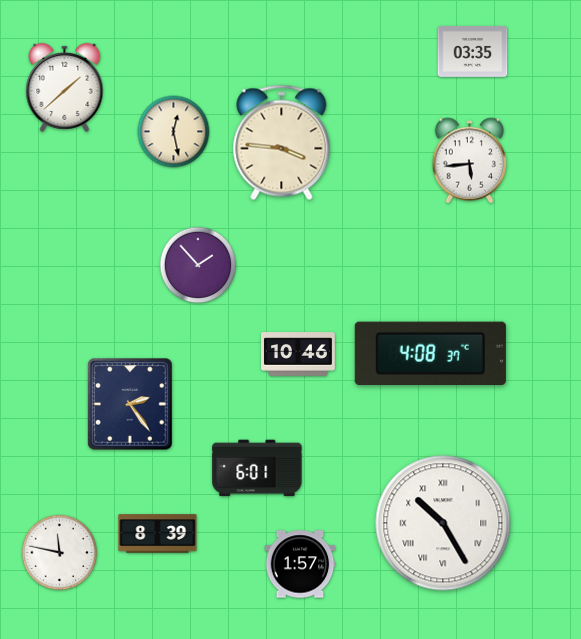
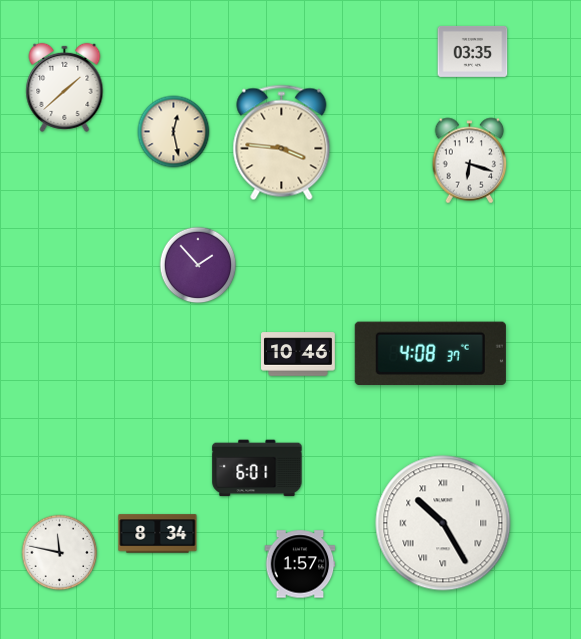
clock at (470, 161): 5:44 -> 6:18
clock at (130, 404): 2:24 -> none
clock at (158, 534): 8:39 -> 8:34
